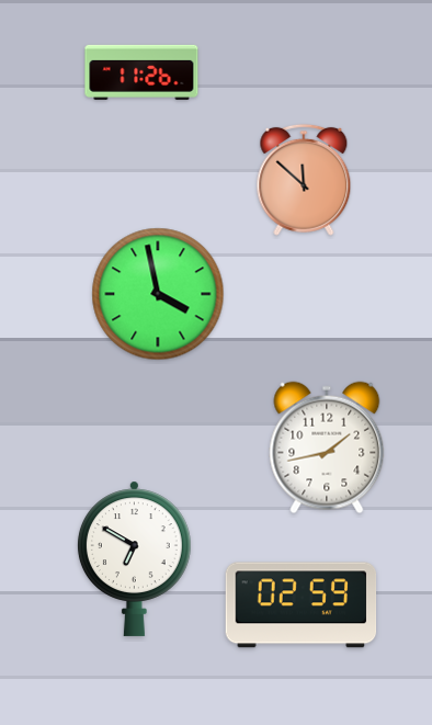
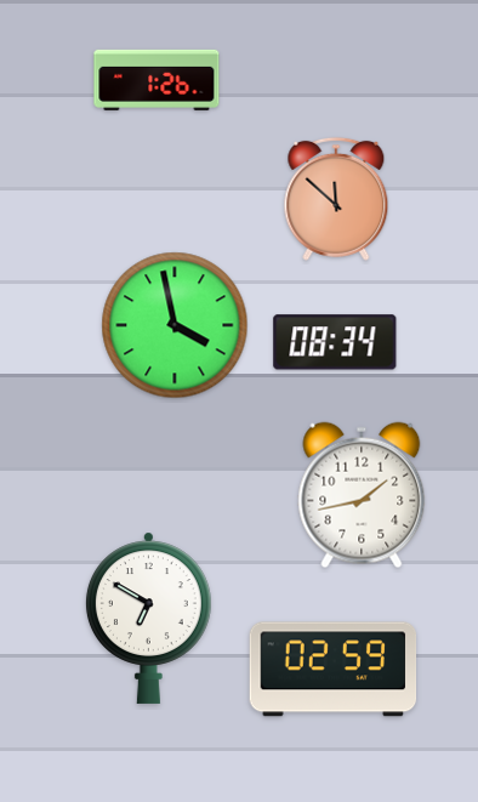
clock at (141, 72): 11:26 -> 1:26
clock at (335, 342): none -> 08:34
